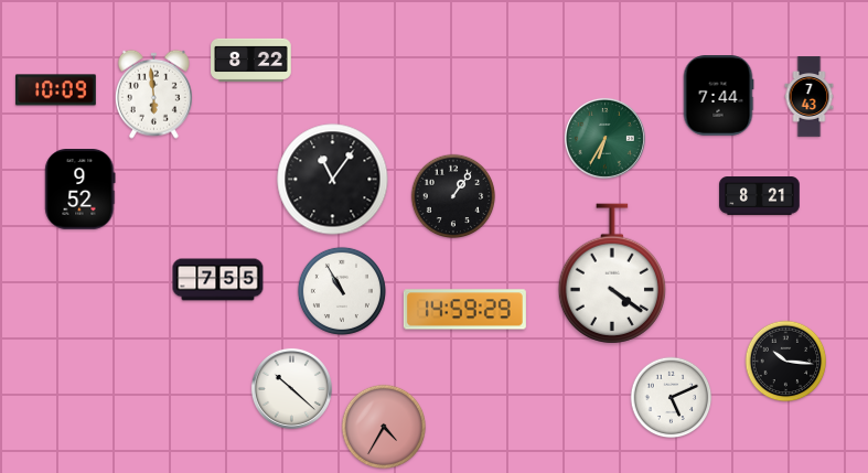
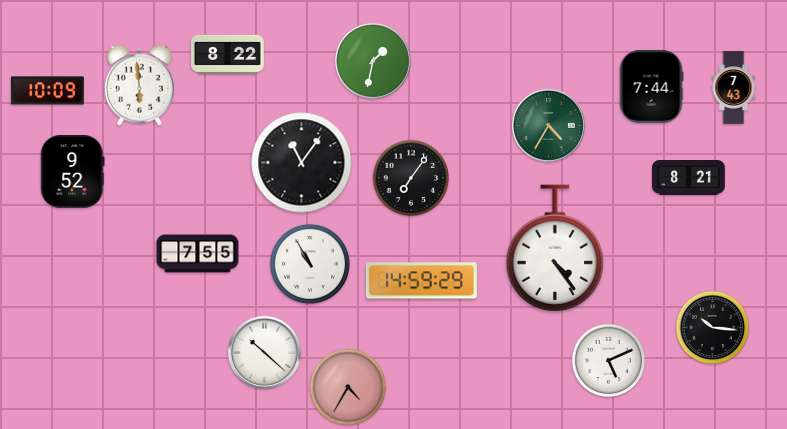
clock at (373, 61): none -> 1:32
clock at (56, 90) position: (56, 90) -> (48, 91)
clock at (604, 138): 6:35 -> 4:35
clock at (453, 196): 1:06 -> 7:06
clock at (612, 273): 4:21 -> 4:24
